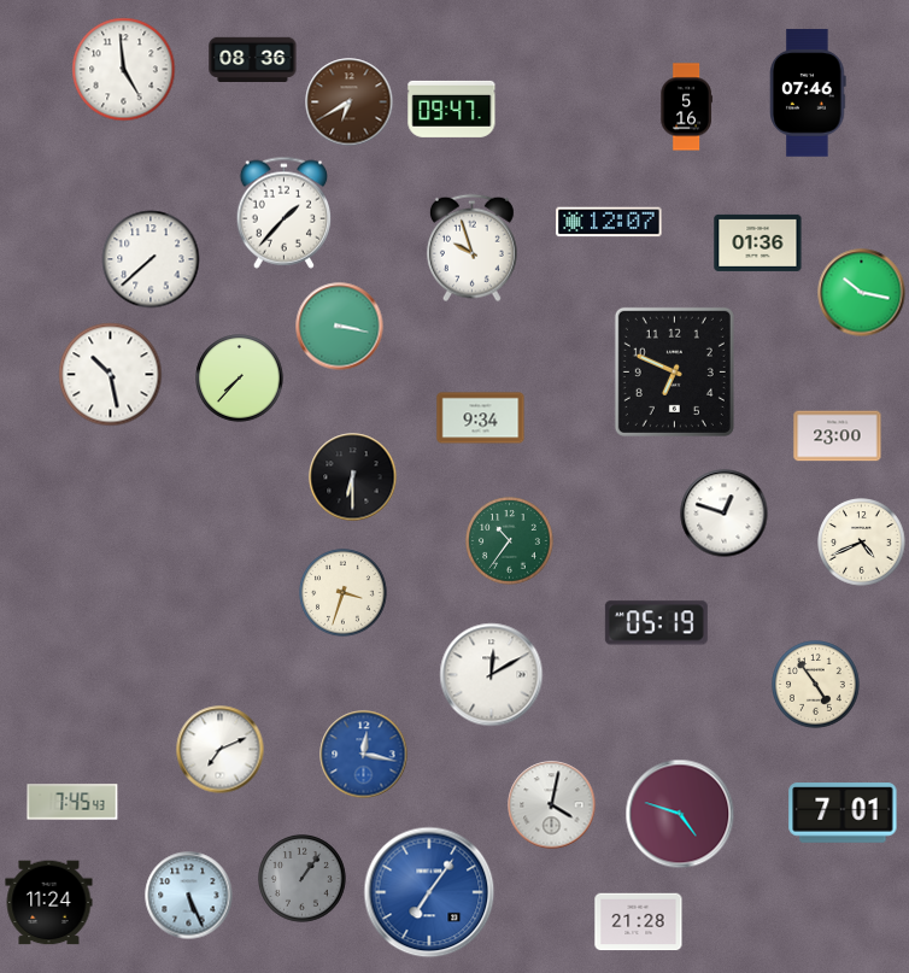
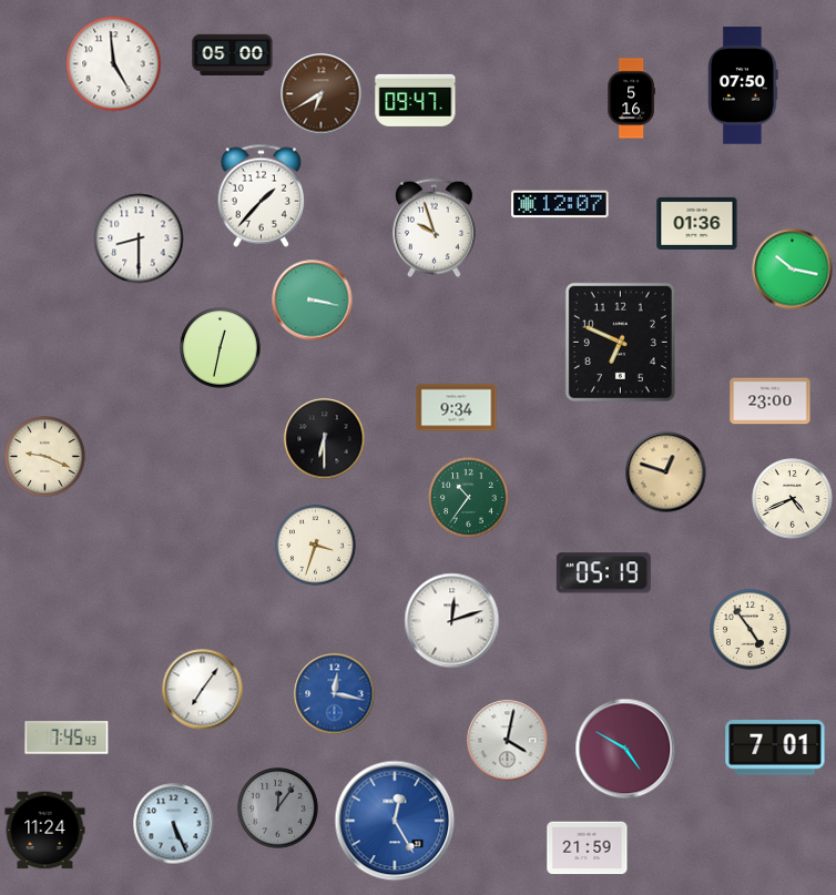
clock at (253, 59): 08:36 -> 05:00
clock at (808, 93): 07:46 -> 07:50
clock at (151, 259): 7:38 -> 8:30
clock at (111, 375): 10:28 -> none
clock at (240, 379): 7:37 -> 12:32
clock at (481, 418) position: (481, 418) -> (457, 408)
clock at (45, 457): none -> 9:19
clock at (725, 514) dial: white -> champagne
clock at (492, 675): 12:10 -> 12:12
clock at (221, 750): 7:11 -> 7:06
clock at (680, 814): 4:48 -> 4:50
clock at (303, 879): 1:06 -> 12:06
clock at (429, 892): 7:06 -> 12:25
clock at (639, 922): 21:28 -> 21:59
